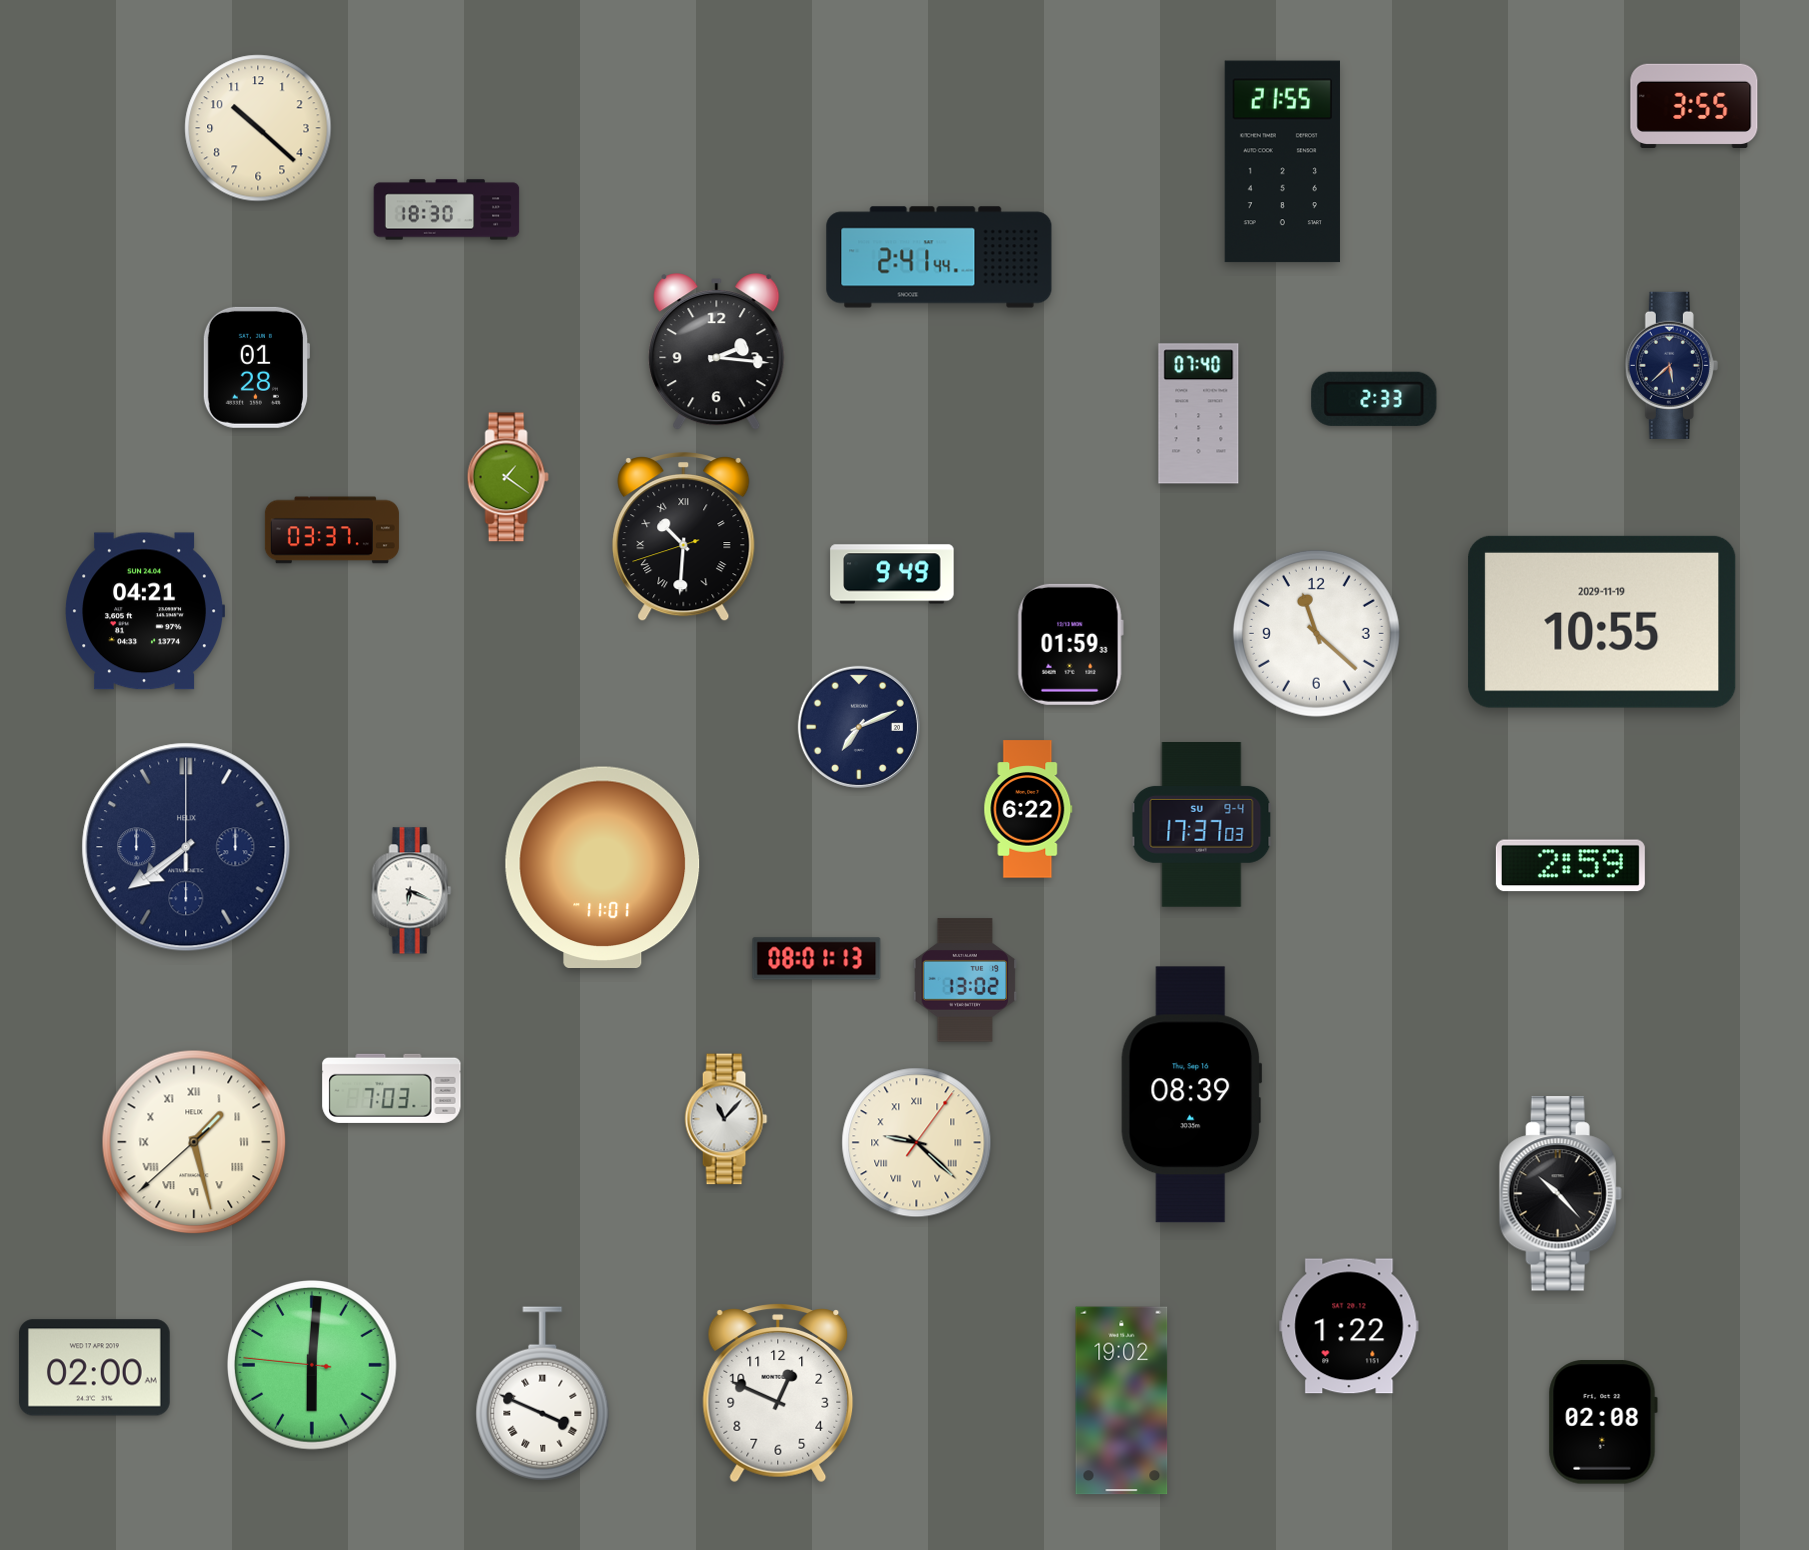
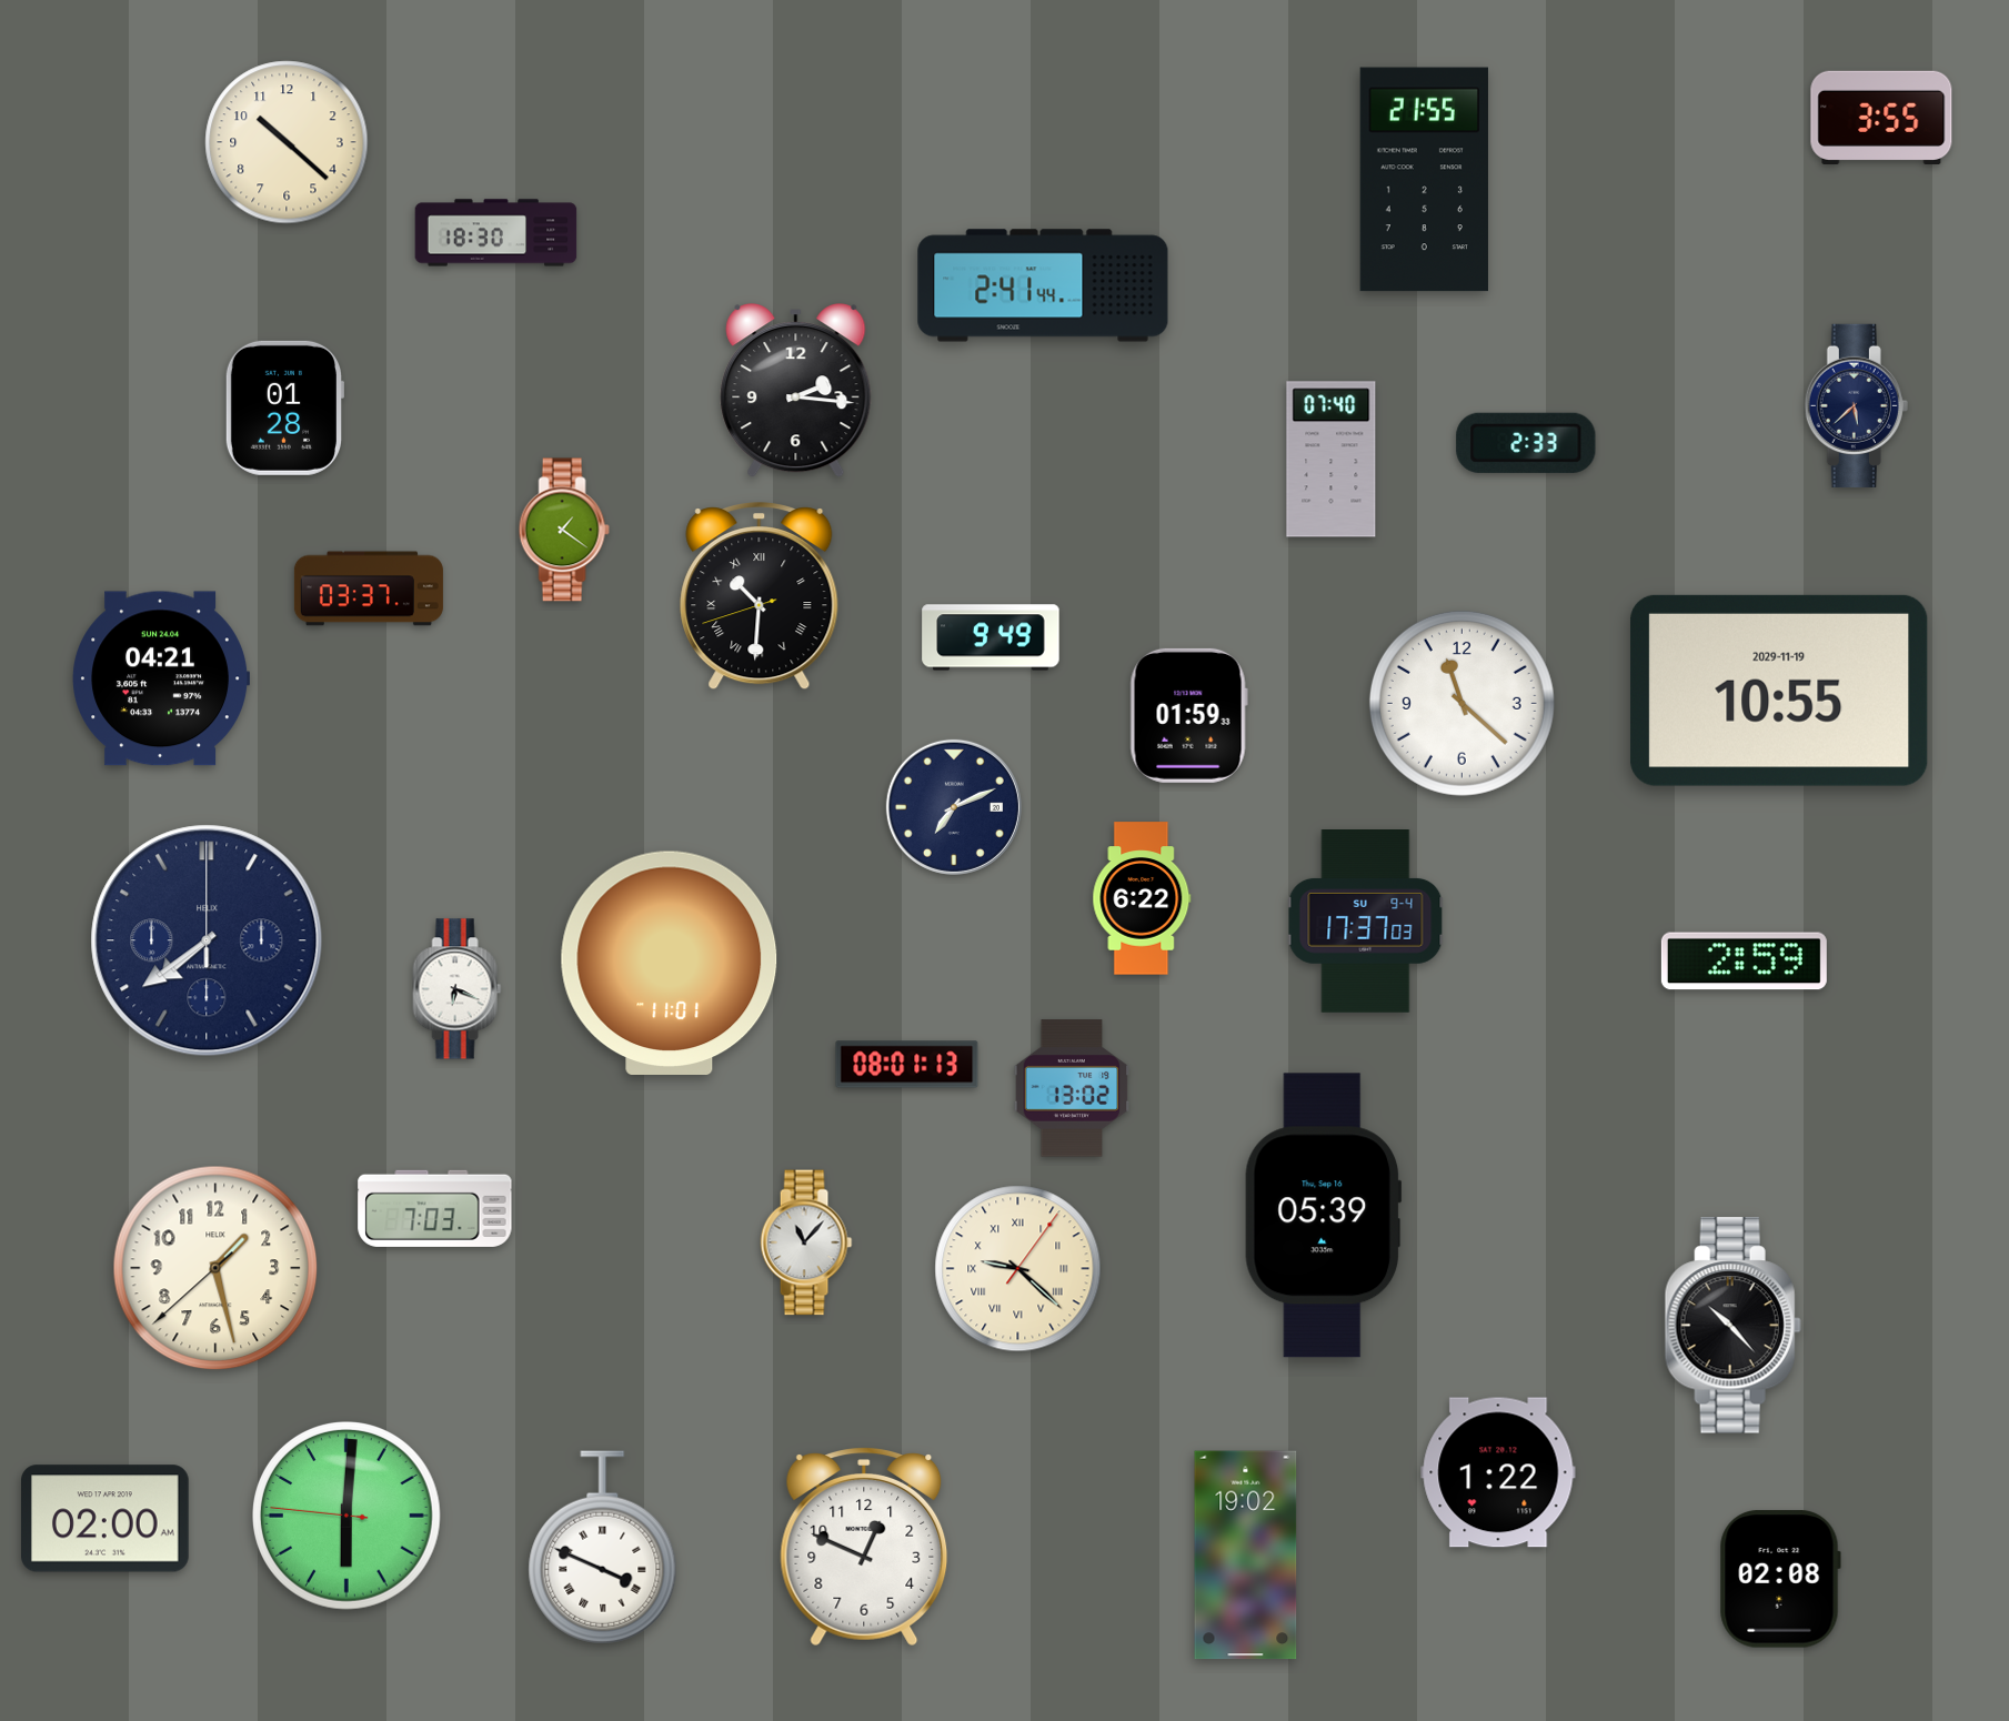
clock at (1202, 825) position: (1202, 825) -> (1366, 922)
clock at (1192, 1095): 08:39 -> 05:39
clock at (194, 1142) numerals: Roman -> Arabic
